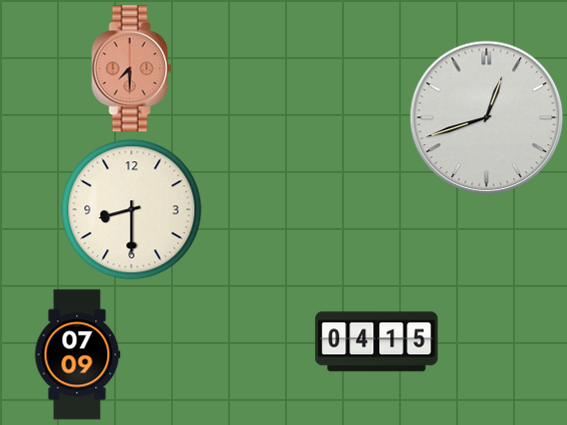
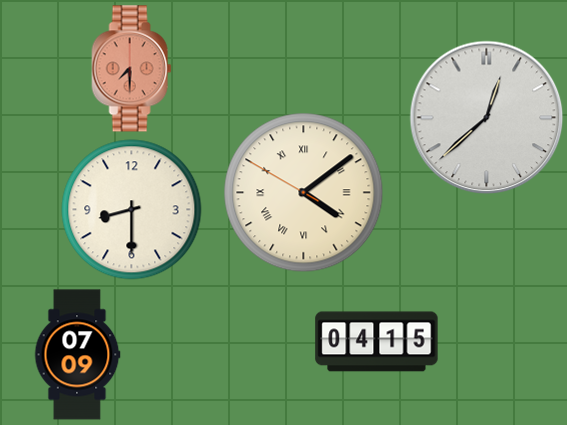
clock at (487, 118): 12:42 -> 12:38
clock at (304, 193): none -> 4:08
